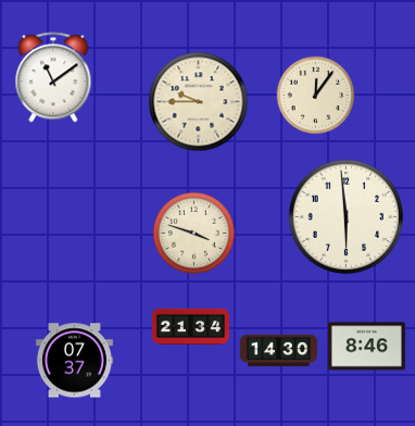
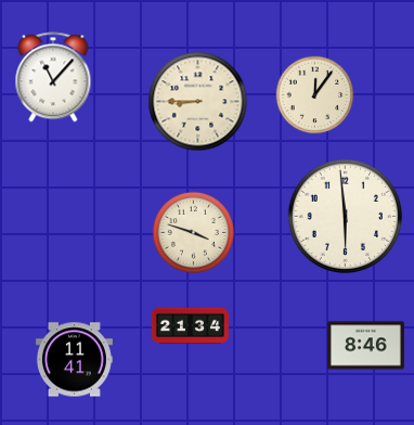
clock at (53, 77): 11:09 -> 11:07
clock at (199, 102): 9:45 -> 8:45
clock at (278, 350): 14:30 -> none
clock at (74, 361): 07:37 -> 11:41
